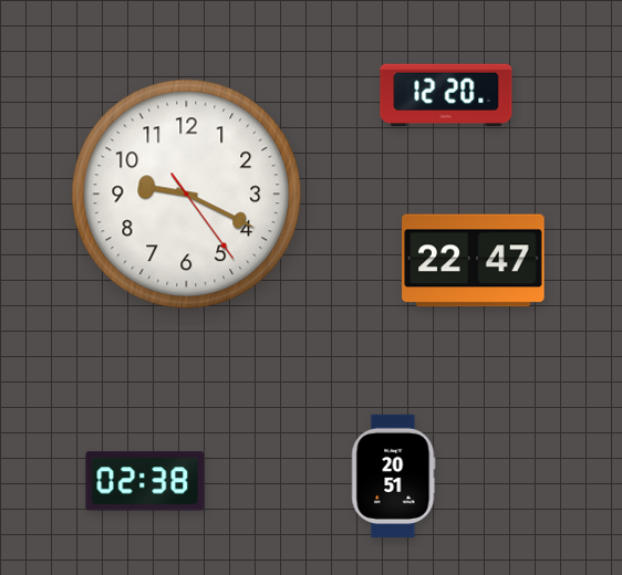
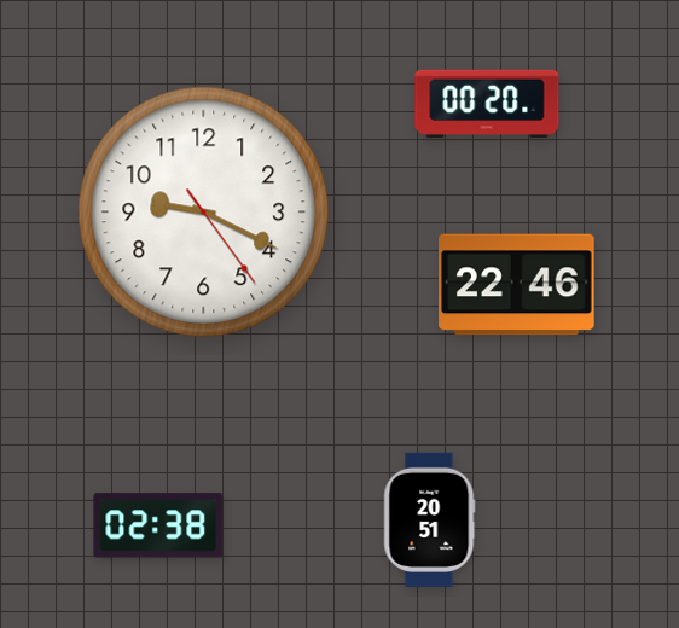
clock at (446, 95): 12:20 -> 00:20
clock at (474, 261): 22:47 -> 22:46
